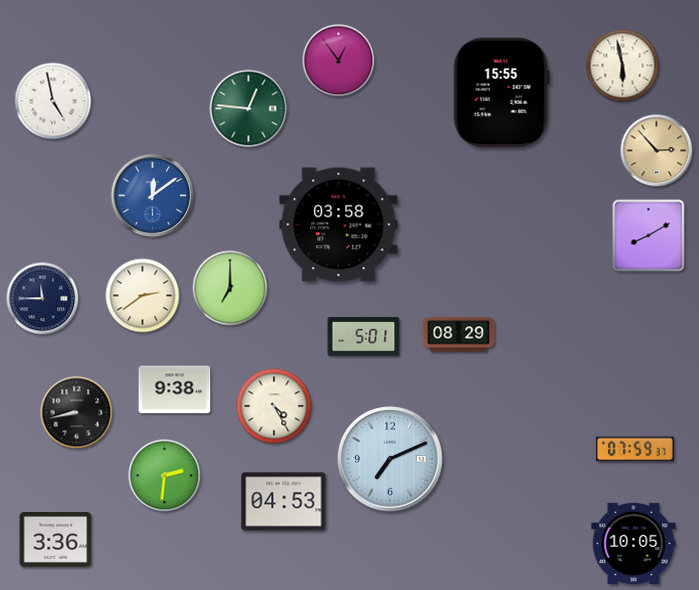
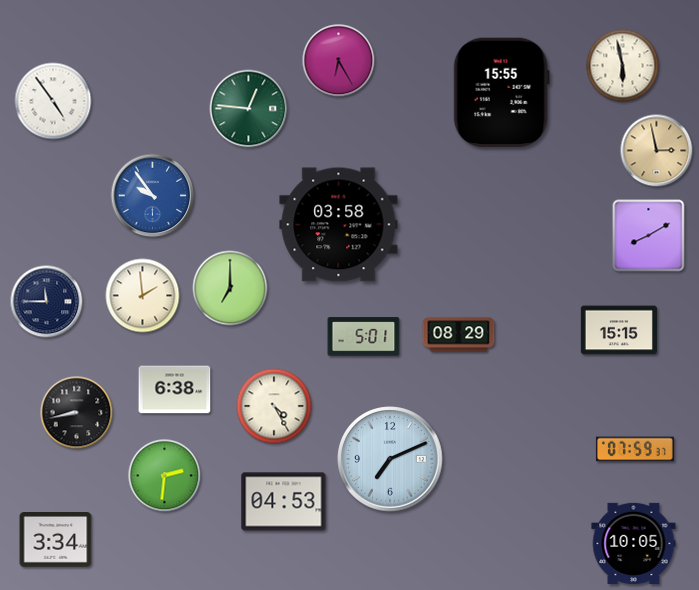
clock at (339, 61): 12:54 -> 6:25
clock at (53, 101): 4:58 -> 4:54
clock at (657, 151): 2:53 -> 2:58
clock at (153, 196): 12:09 -> 9:54
clock at (143, 296): 2:39 -> 1:59
clock at (43, 299) position: (43, 299) -> (47, 302)
clock at (618, 330): none -> 15:15
clock at (175, 390): 9:38 -> 6:38
clock at (56, 540): 3:36 -> 3:34
